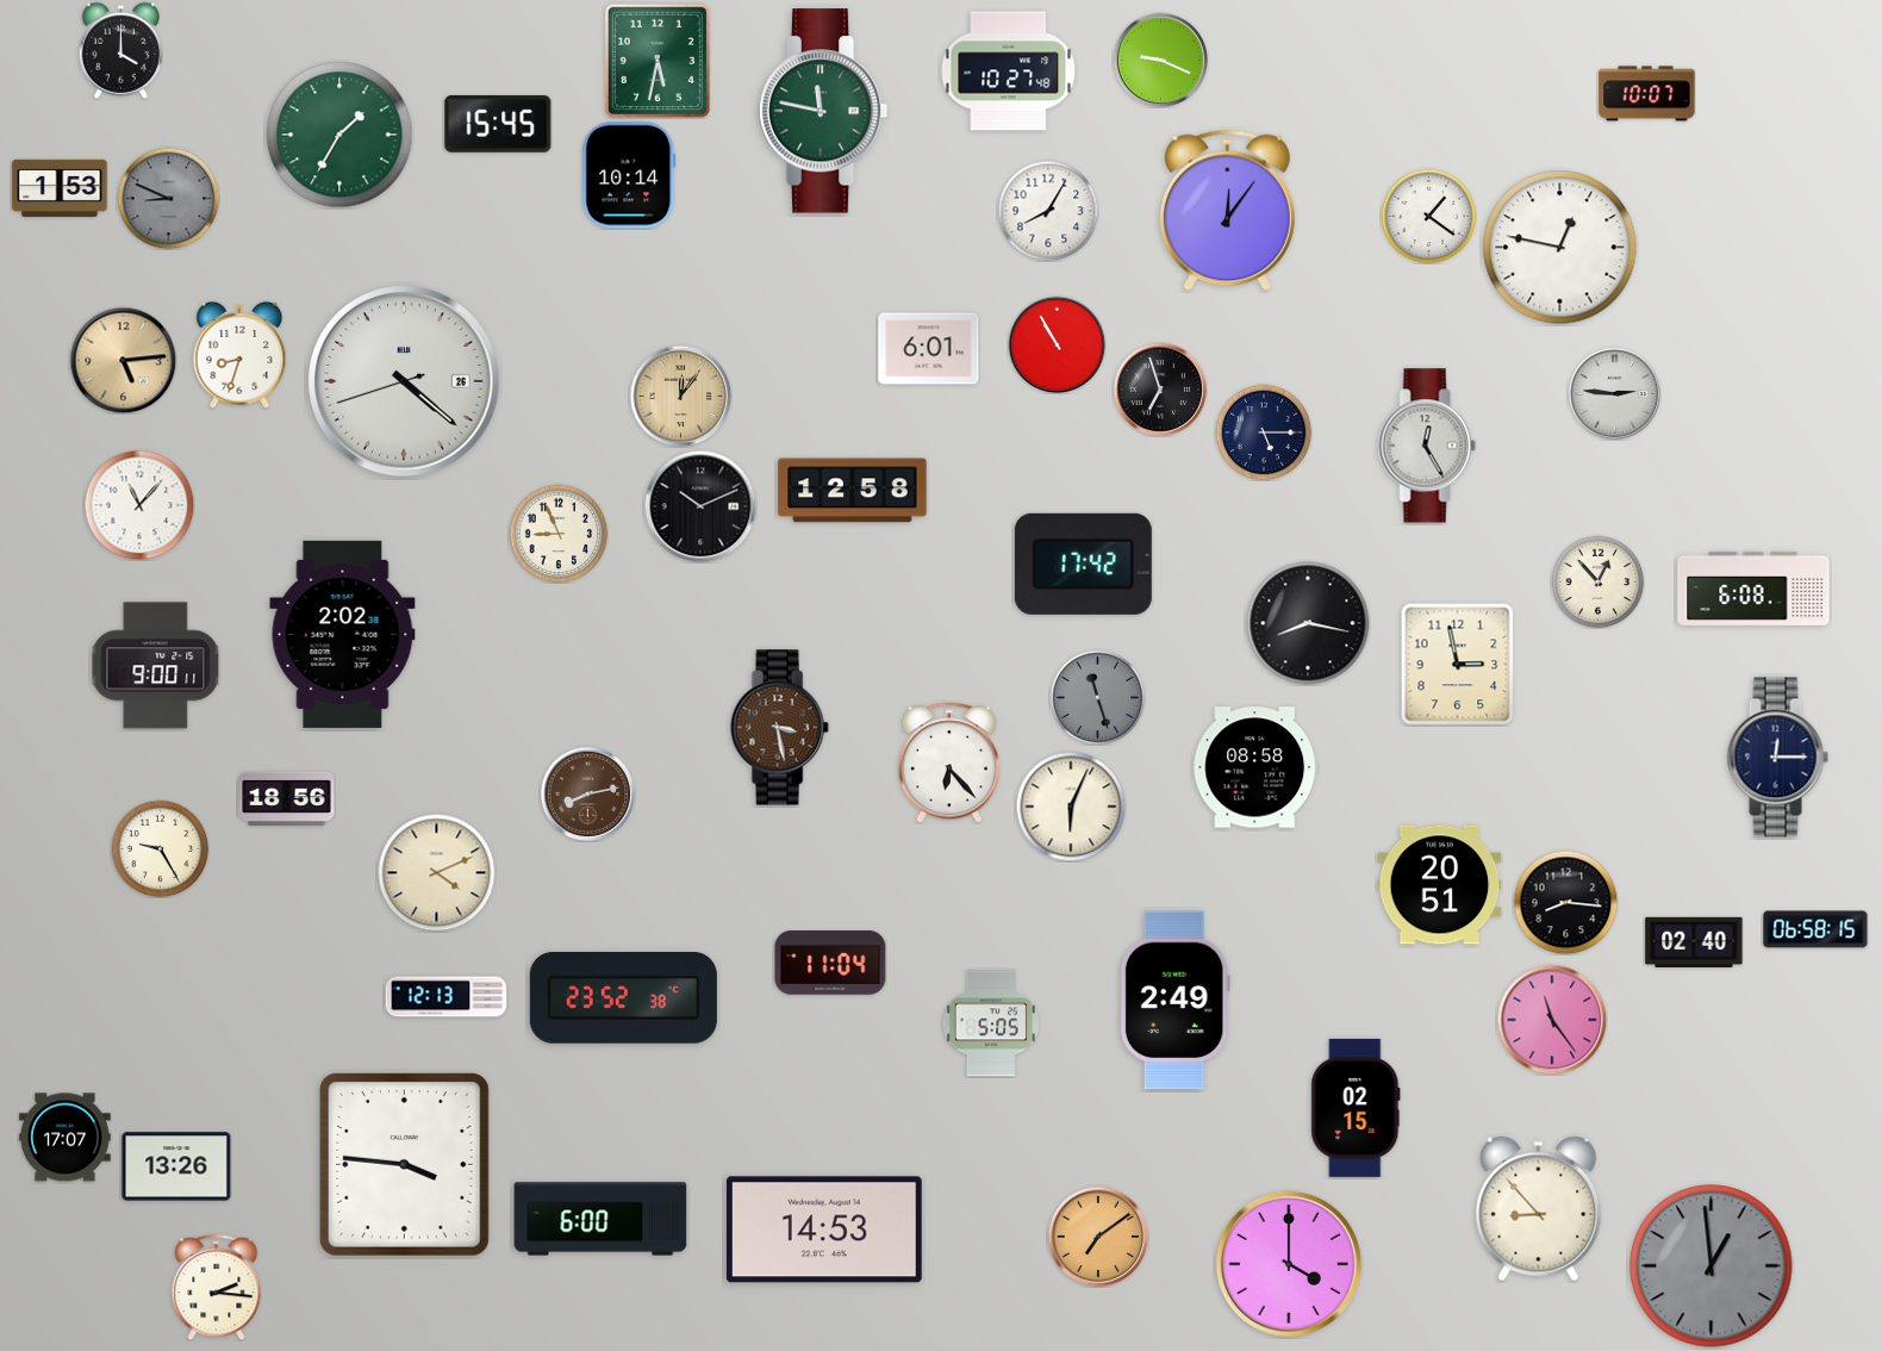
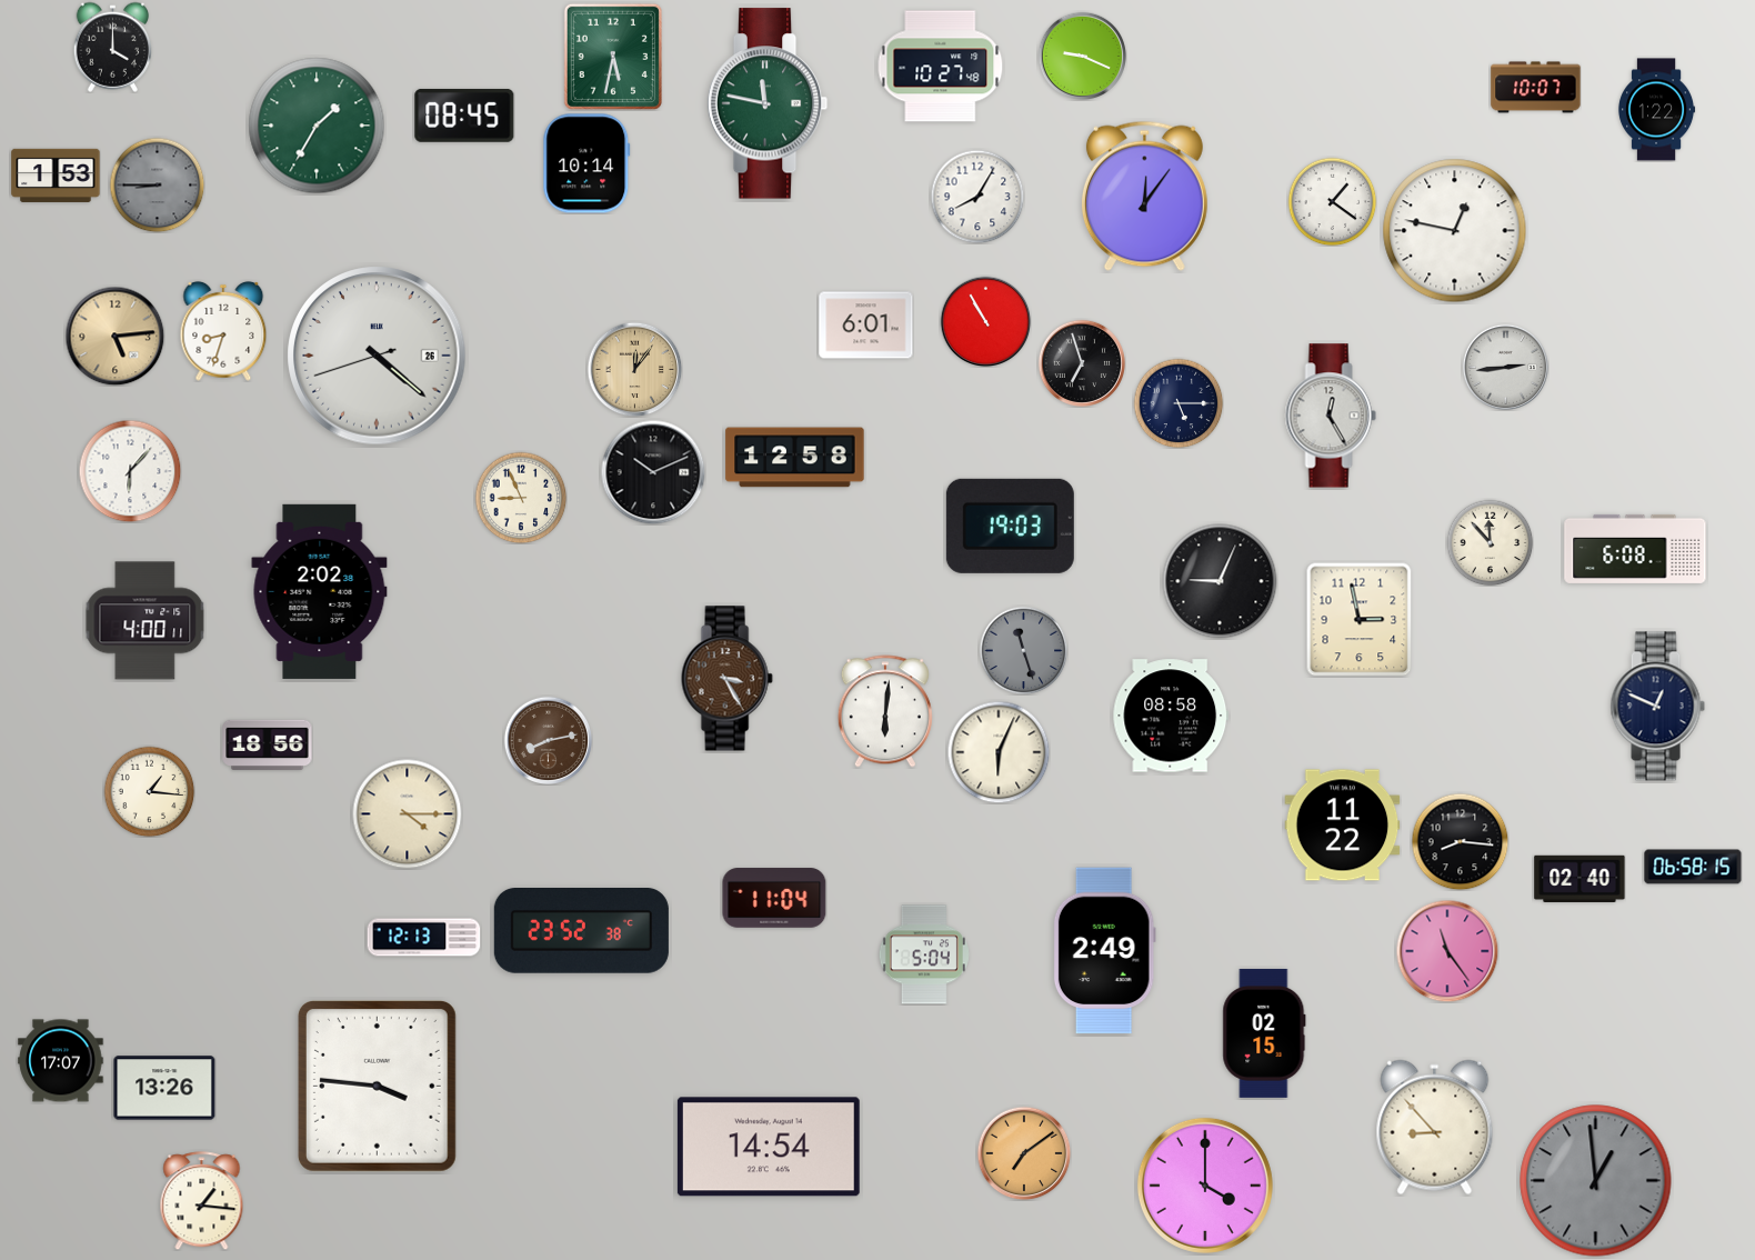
clock at (1656, 110): none -> 1:22
clock at (498, 124): 15:45 -> 08:45
clock at (168, 198): 8:49 -> 8:45
clock at (1614, 393): 2:46 -> 2:44
clock at (139, 505): 11:07 -> 6:07
clock at (1083, 564): 17:42 -> 19:03
clock at (1597, 581): 12:53 -> 11:53
clock at (1308, 623): 8:17 -> 9:04
clock at (156, 666): 9:00 -> 4:00
clock at (779, 728): 3:28 -> 3:25
clock at (1777, 758): 12:15 -> 12:49
clock at (949, 762): 6:23 -> 6:01
clock at (160, 848): 9:25 -> 1:16
clock at (437, 873): 4:11 -> 4:15
clock at (1440, 885): 20:51 -> 11:22
clock at (447, 997) position: (447, 997) -> (424, 938)
clock at (1174, 1001) position: (1174, 1001) -> (1104, 951)
clock at (991, 1023): 5:05 -> 5:04
clock at (600, 1219): 6:00 -> none
clock at (824, 1229): 14:53 -> 14:54
clock at (1289, 1264) position: (1289, 1264) -> (1205, 1186)
clock at (217, 1288): 2:16 -> 1:16
